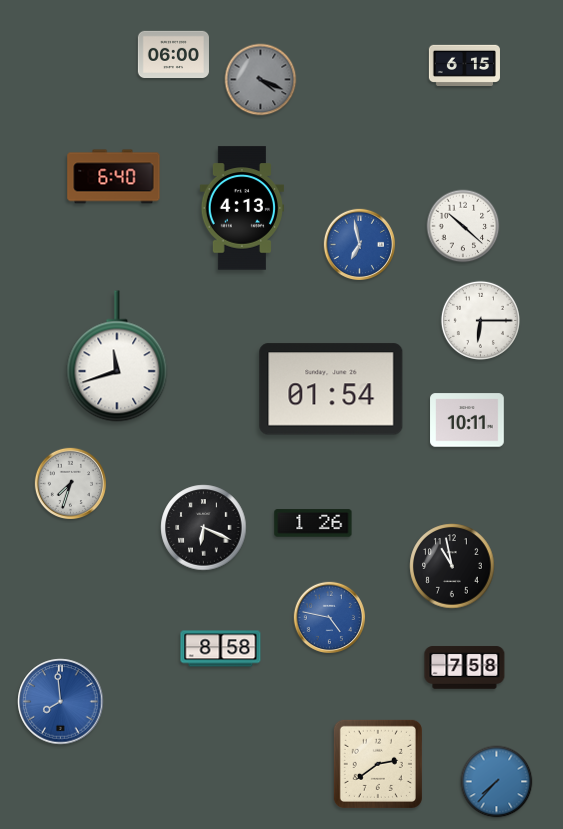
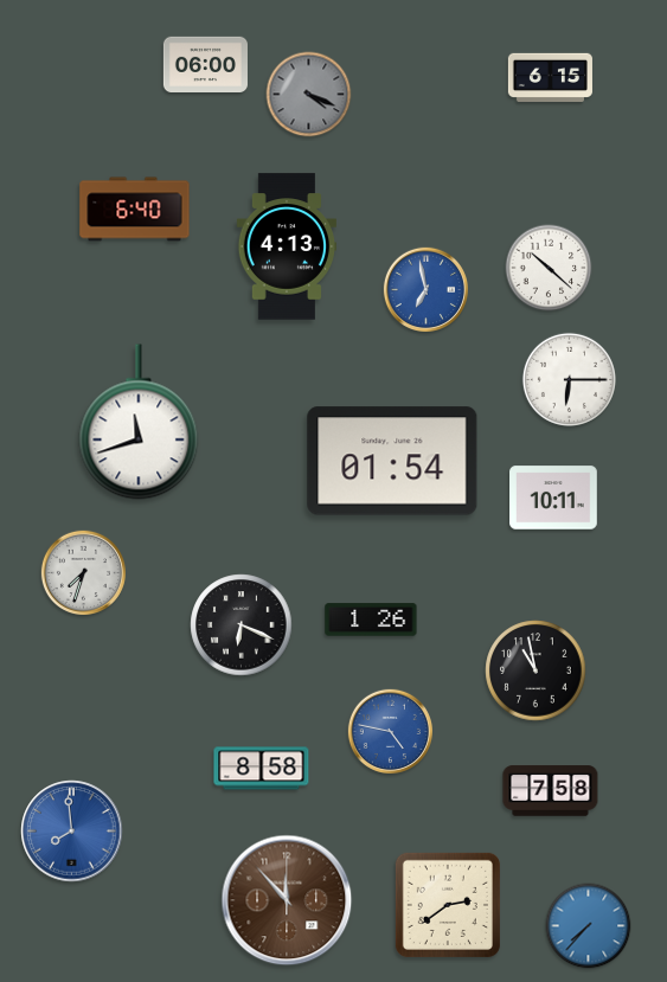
clock at (287, 900): none -> 11:53
